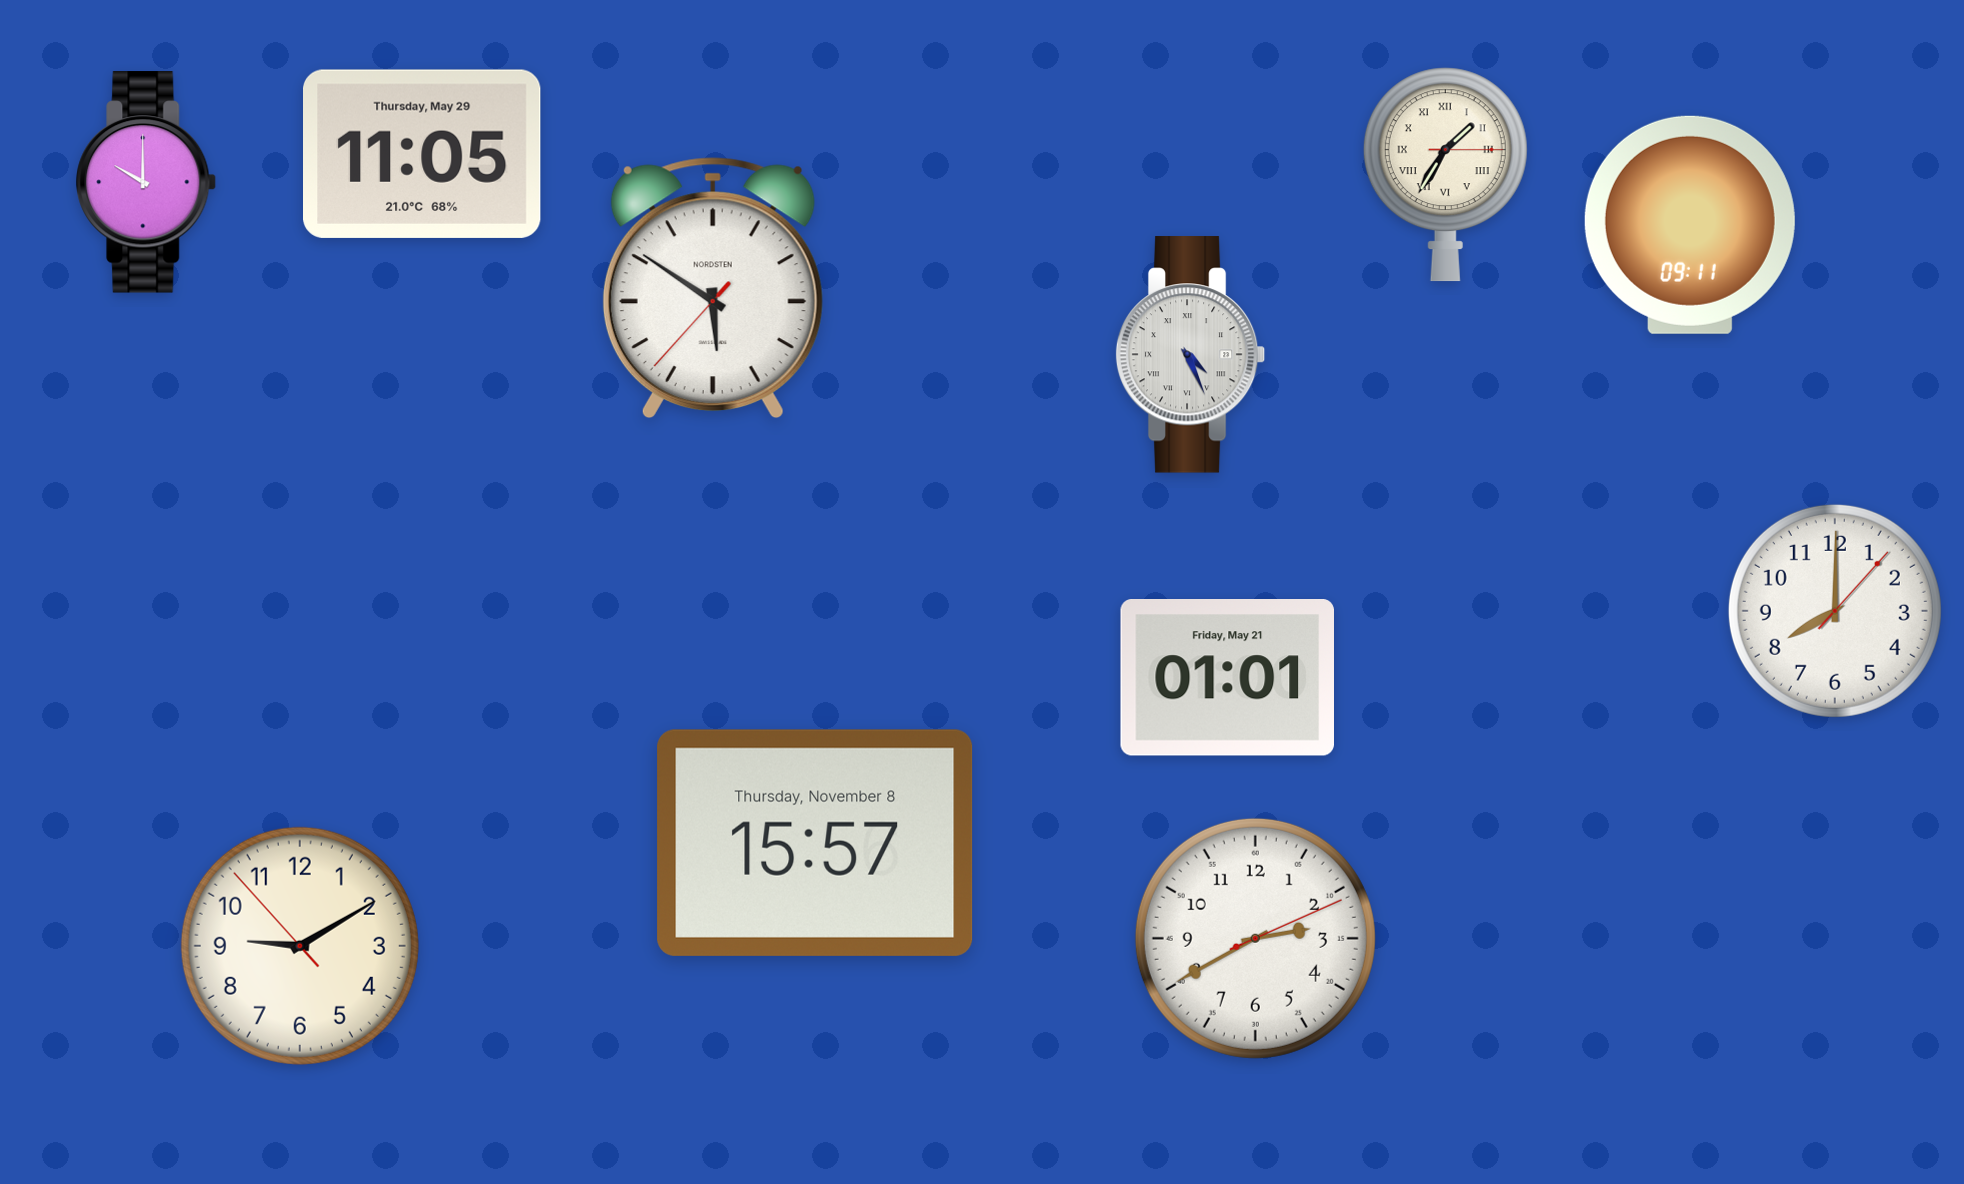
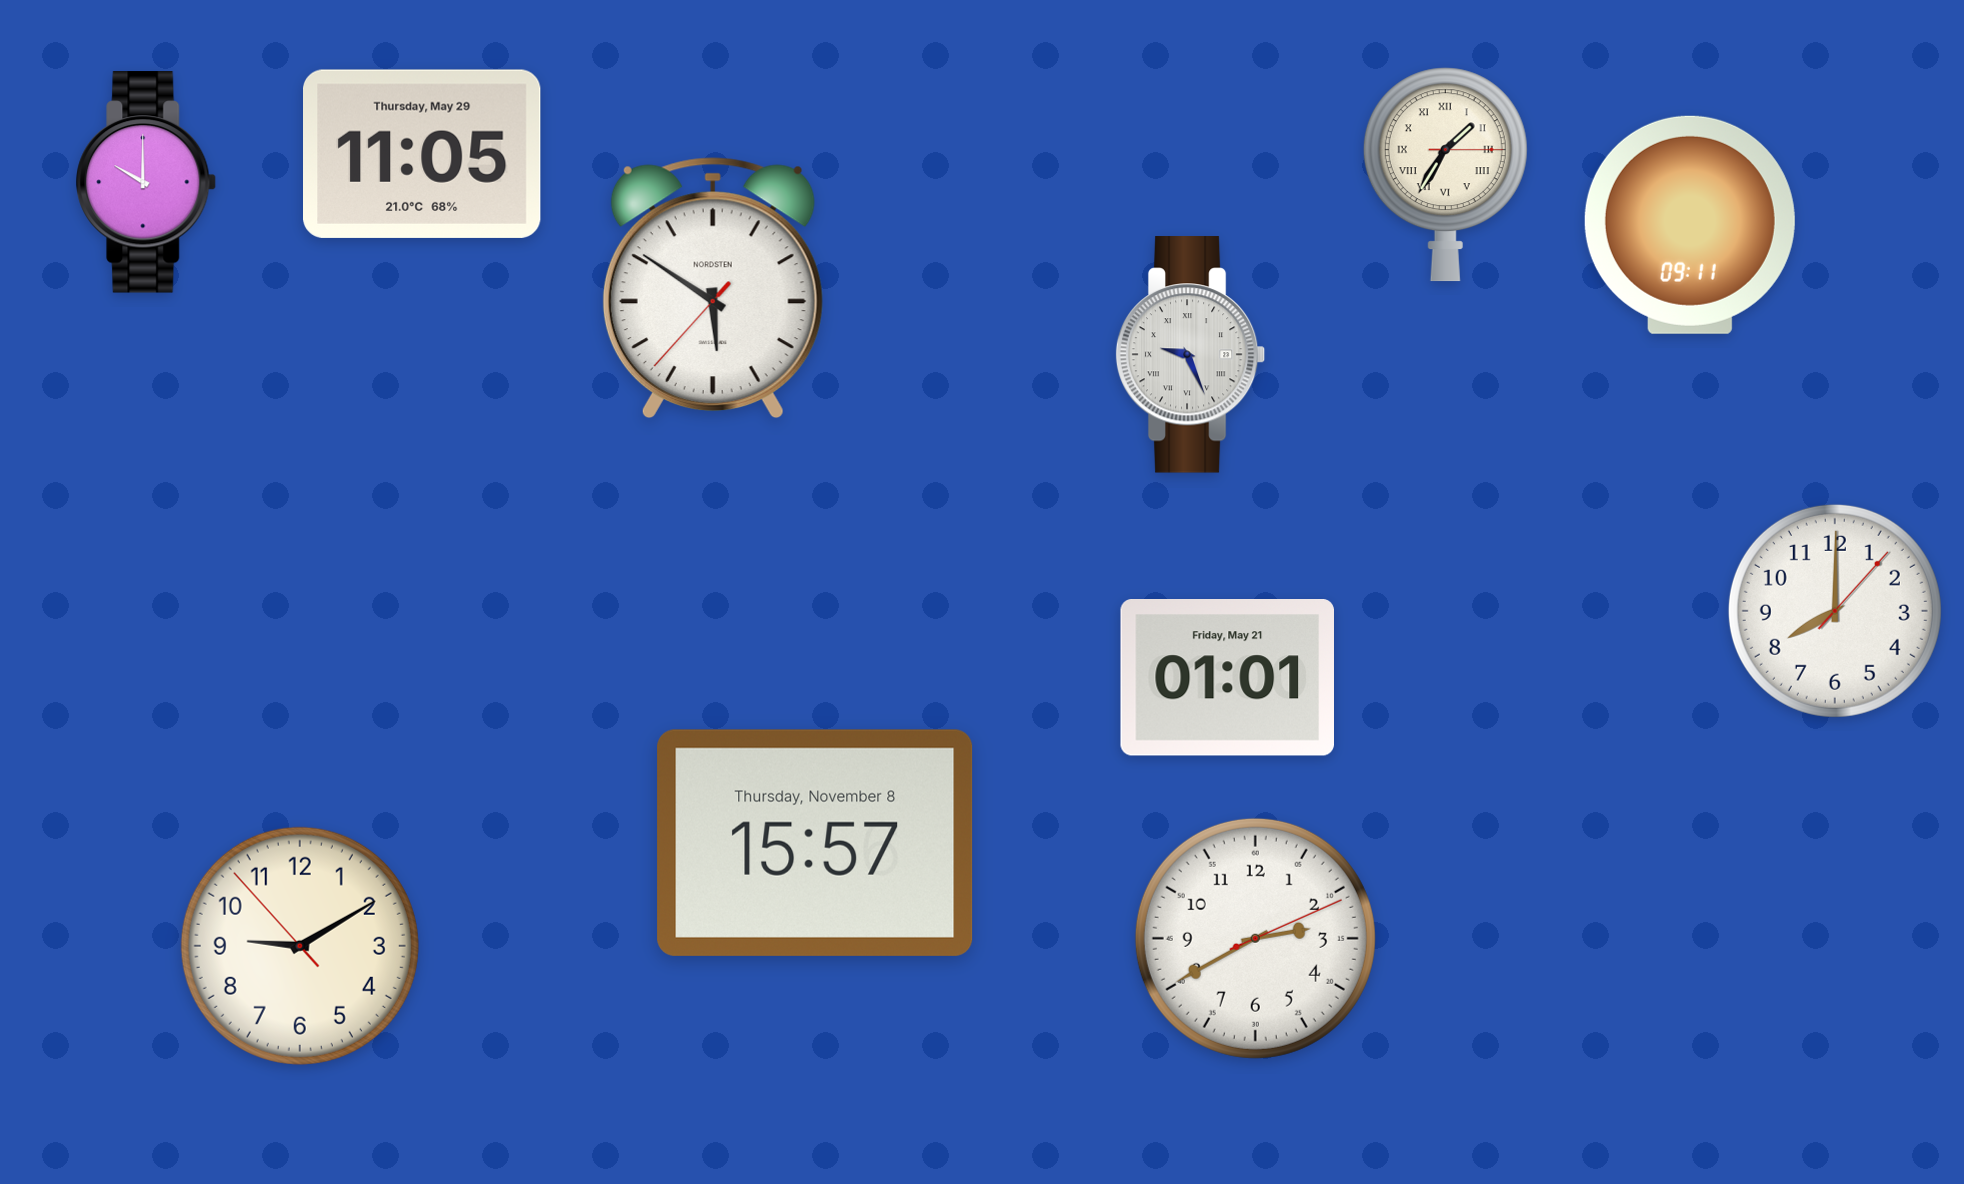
clock at (1191, 355): 4:26 -> 9:26
